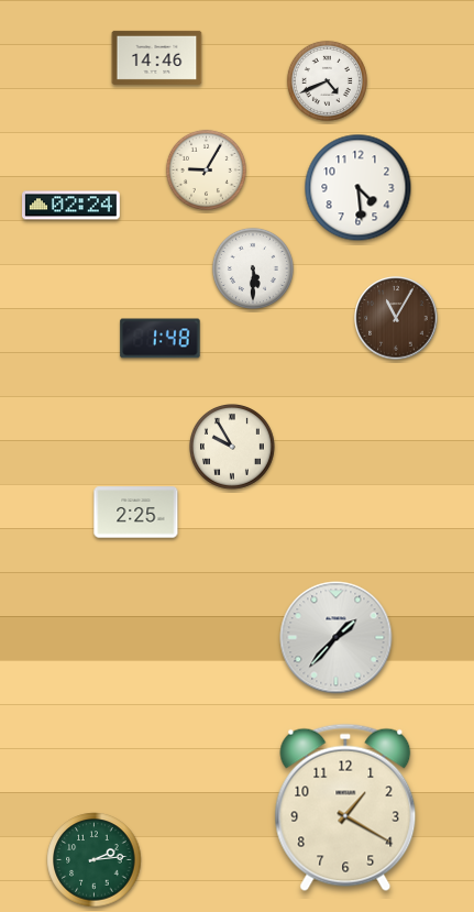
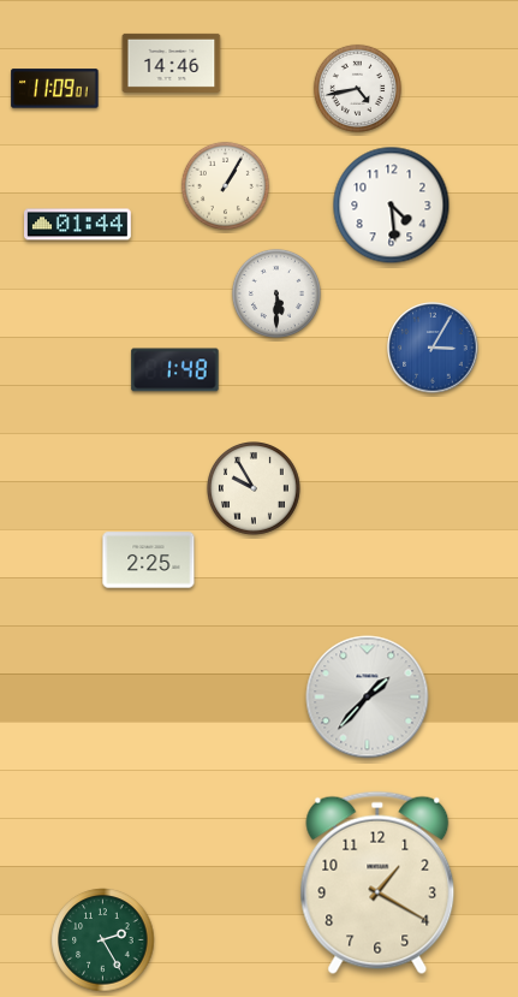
clock at (327, 80): 4:41 -> 4:43
clock at (55, 89): none -> 11:09
clock at (206, 169): 9:05 -> 1:05
clock at (71, 206): 02:24 -> 01:44
clock at (396, 318): 11:05 -> 3:05
clock at (396, 318) dial: brown -> blue
clock at (95, 860): 2:14 -> 2:25
